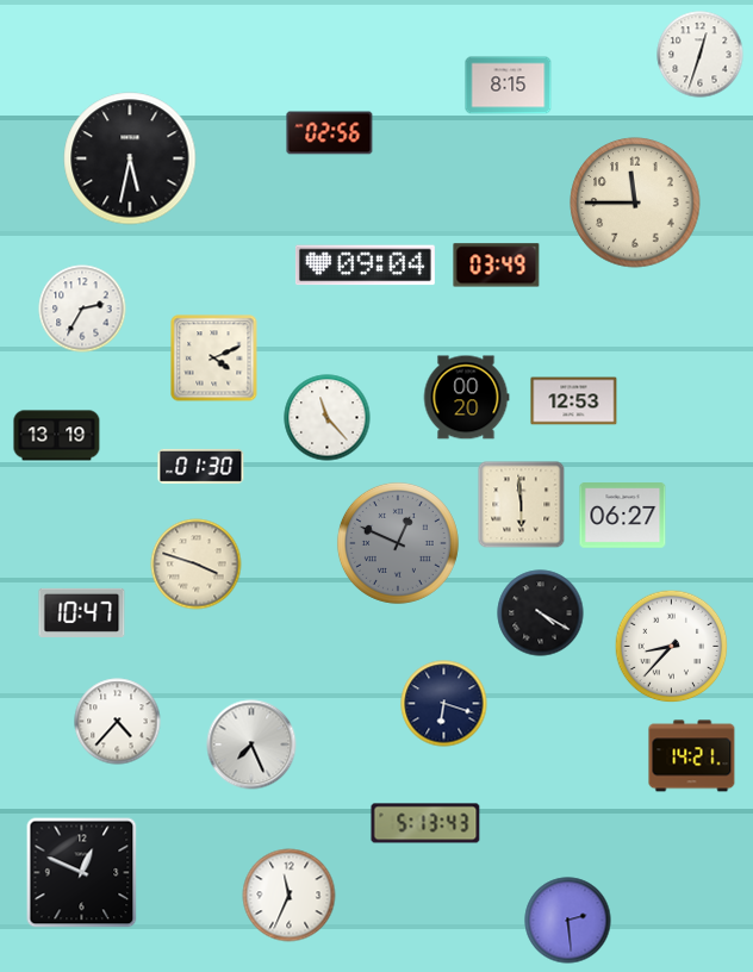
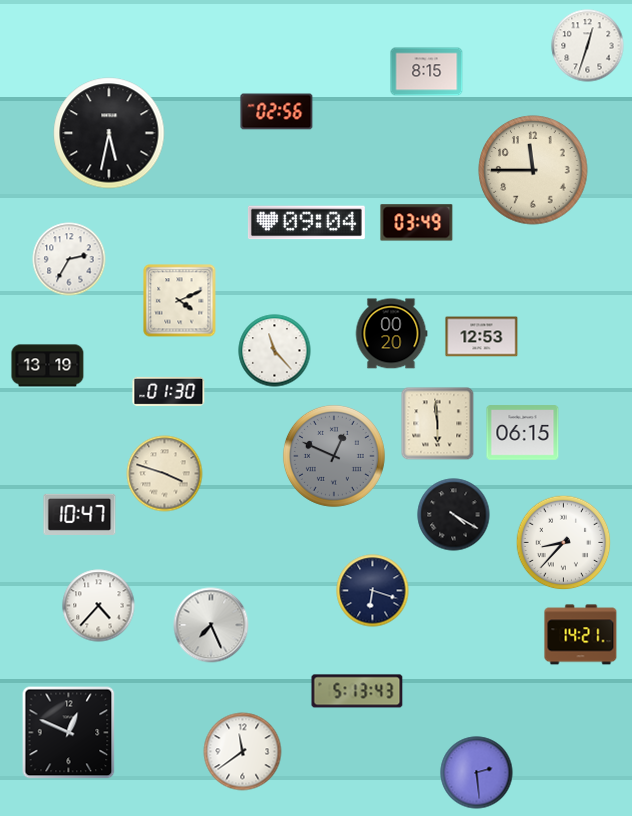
clock at (623, 516): 06:27 -> 06:15
clock at (82, 612) position: (82, 612) -> (80, 514)
clock at (290, 896): 11:34 -> 11:39
